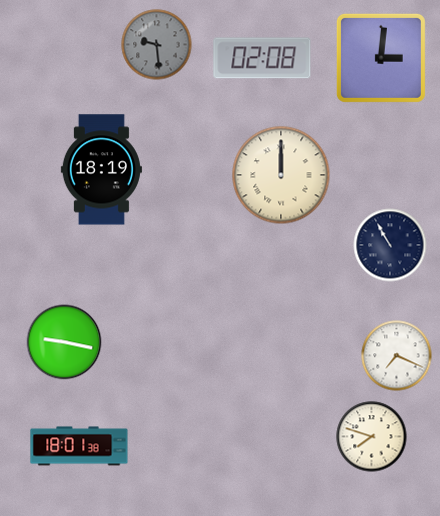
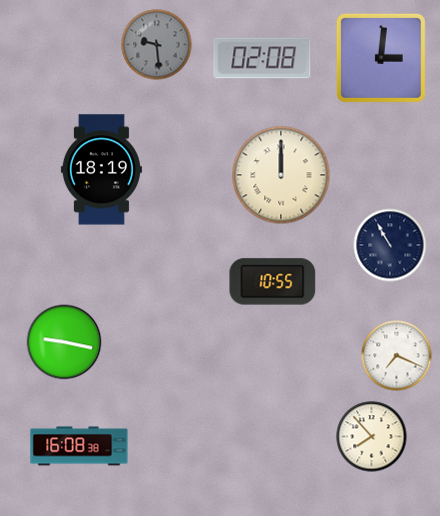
clock at (273, 282): none -> 10:55
clock at (372, 437): 7:48 -> 7:53
clock at (79, 446): 18:01 -> 16:08
